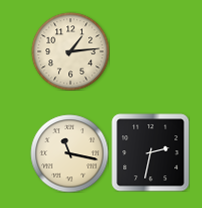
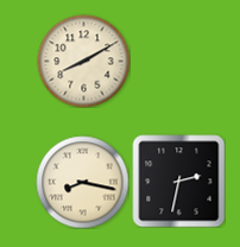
clock at (70, 51): 1:14 -> 8:10
clock at (69, 153): 11:17 -> 8:17
